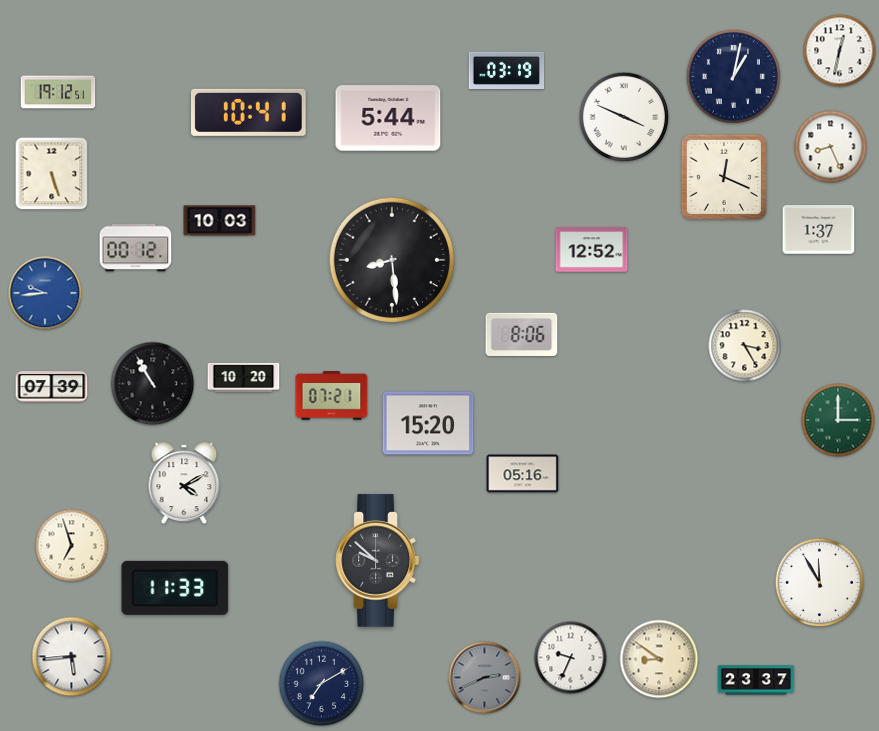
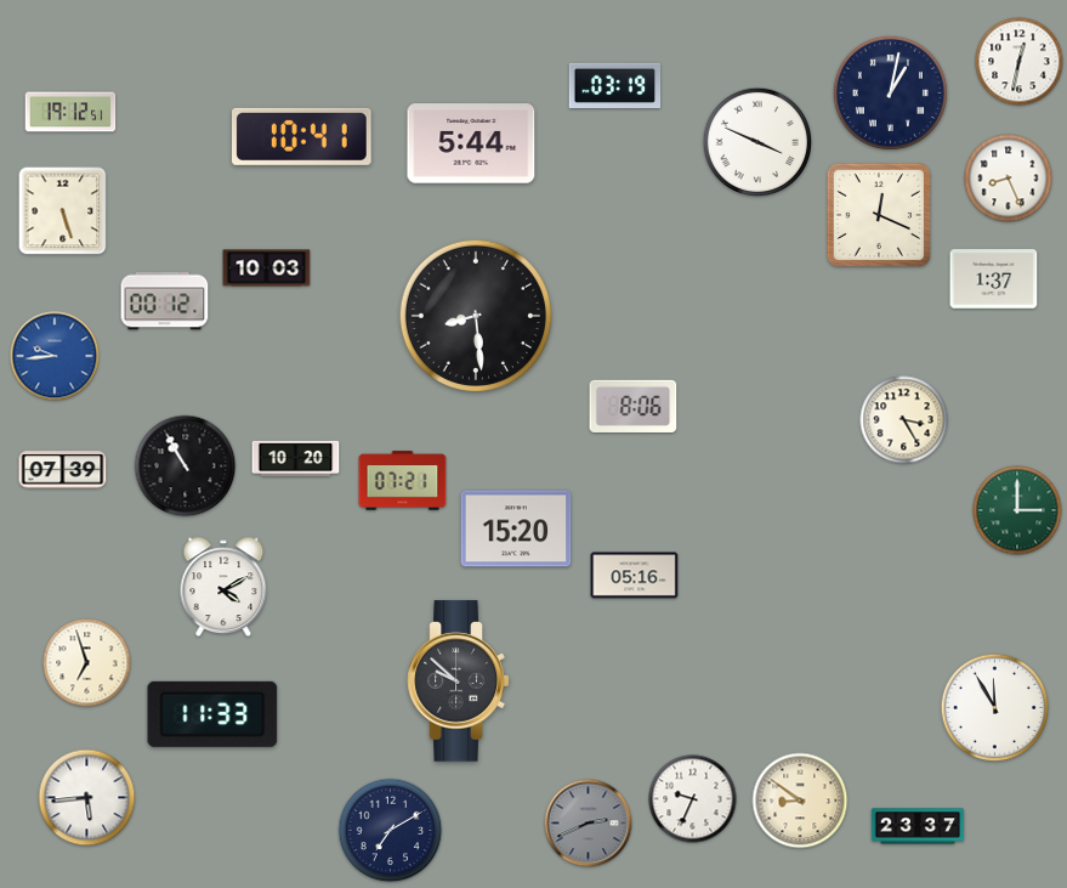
clock at (592, 250): 12:52 -> none
clock at (428, 423) position: (428, 423) -> (516, 528)
